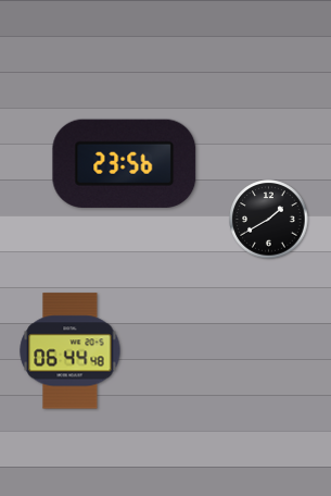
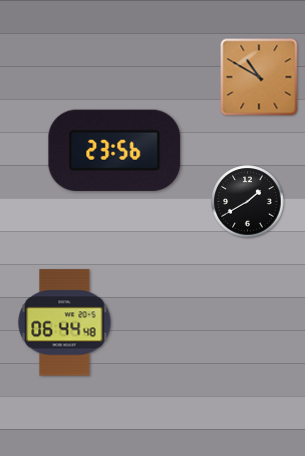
clock at (259, 77): none -> 10:50
